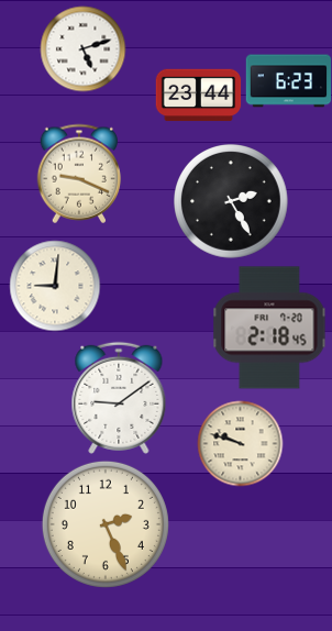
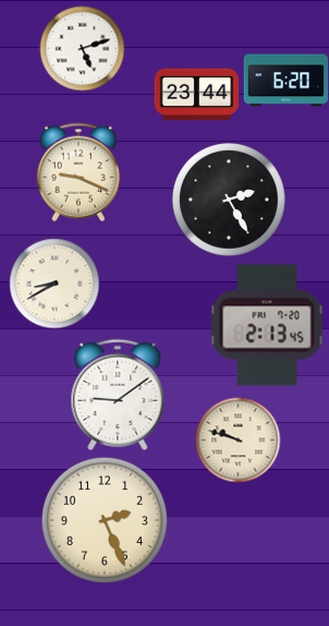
clock at (288, 81): 6:23 -> 6:20
clock at (55, 286): 9:01 -> 8:40
clock at (269, 328): 2:18 -> 2:13
